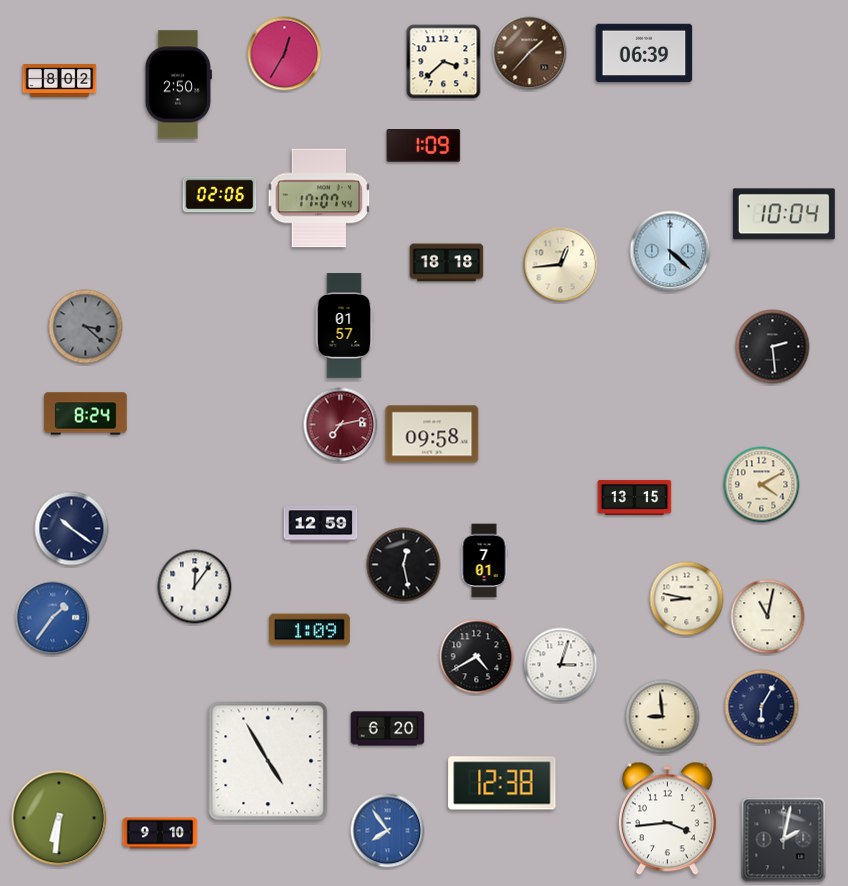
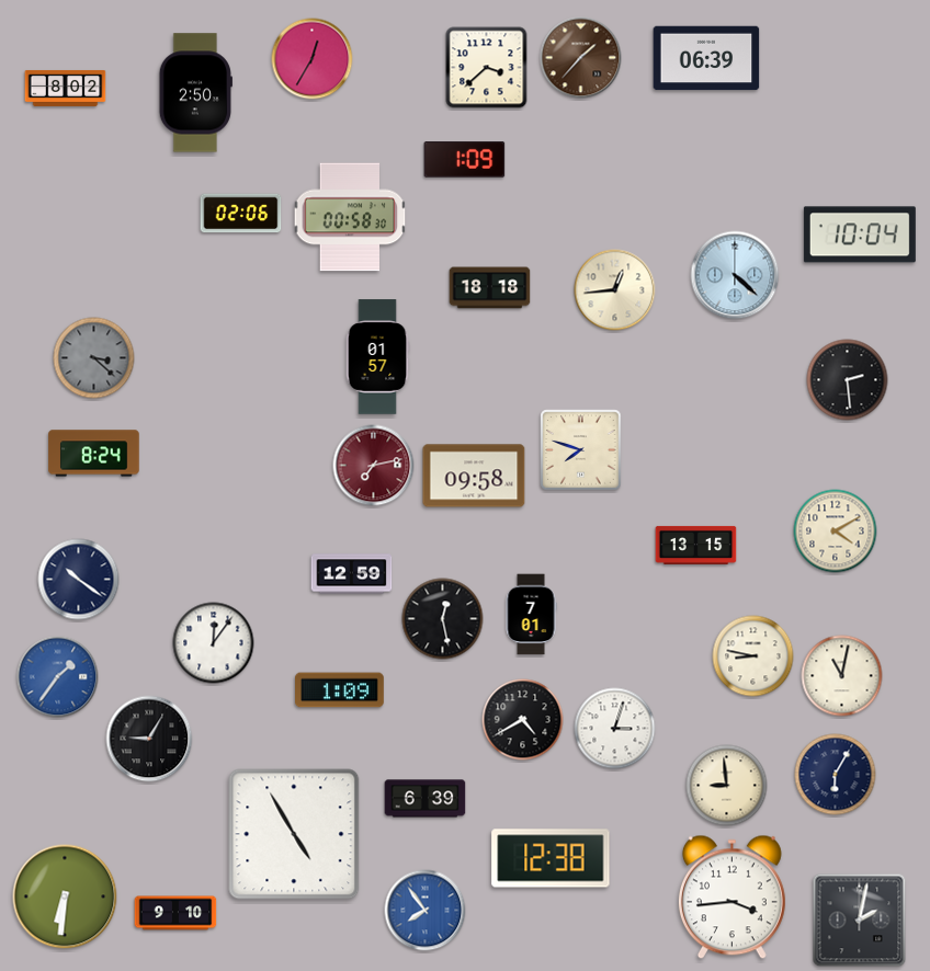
clock at (319, 198): 17:07 -> 00:58
clock at (581, 450): none -> 7:48
clock at (149, 739): none -> 9:05
clock at (388, 729): 6:20 -> 6:39
